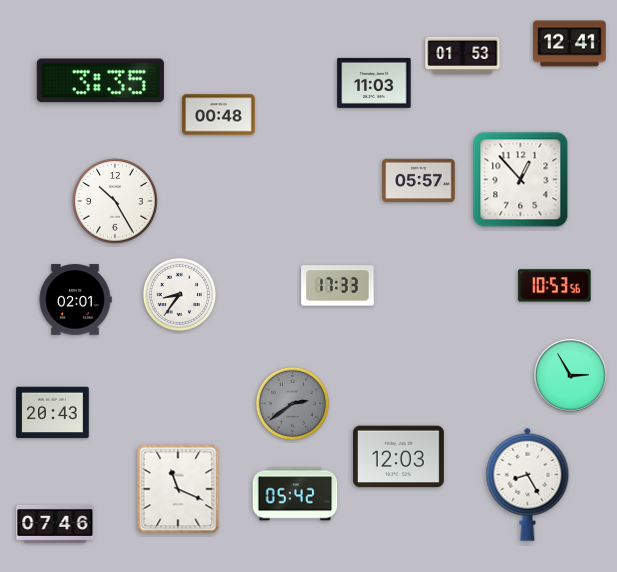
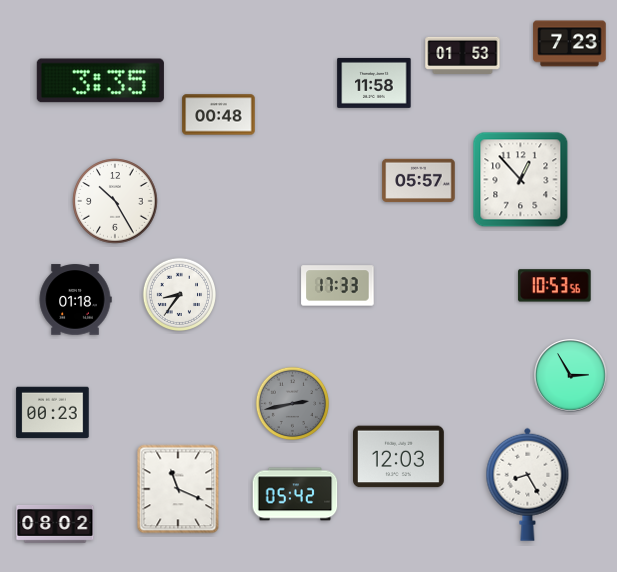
clock at (570, 44): 12:41 -> 7:23
clock at (374, 83): 11:03 -> 11:58
clock at (75, 300): 02:01 -> 01:18
clock at (292, 403): 2:39 -> 2:43
clock at (53, 413): 20:43 -> 00:23
clock at (55, 525): 07:46 -> 08:02
